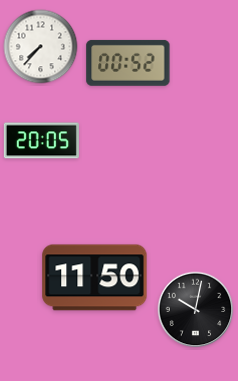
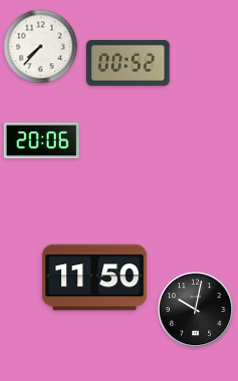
clock at (41, 141): 20:05 -> 20:06
